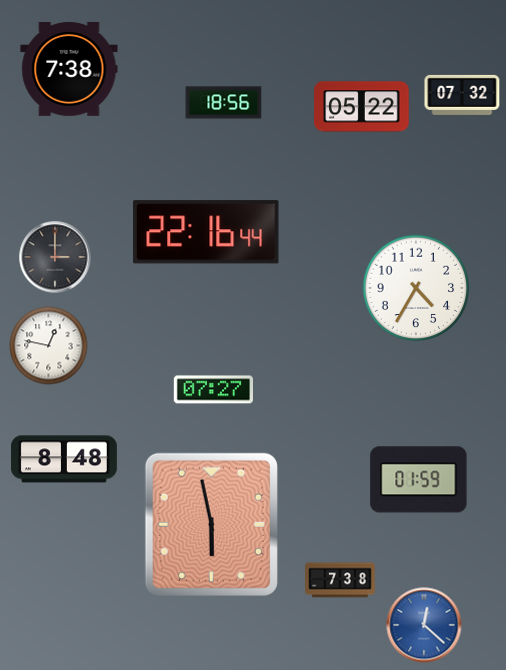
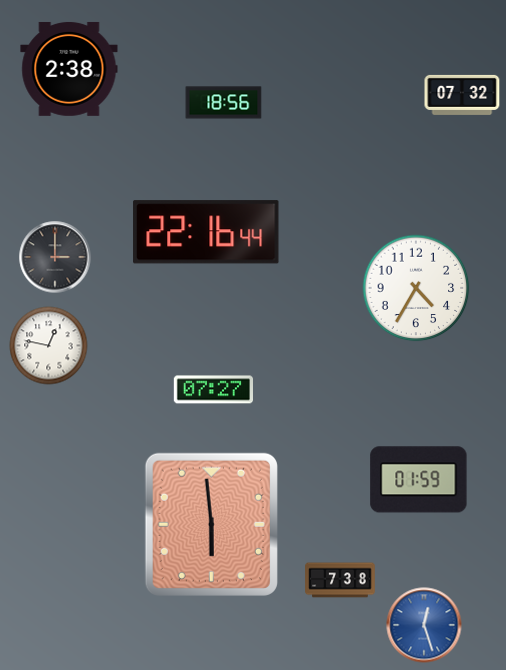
clock at (69, 69): 7:38 -> 2:38
clock at (362, 107): 05:22 -> none
clock at (64, 459): 8:48 -> none
clock at (211, 524): 5:58 -> 5:59
clock at (424, 625): 12:22 -> 12:27
